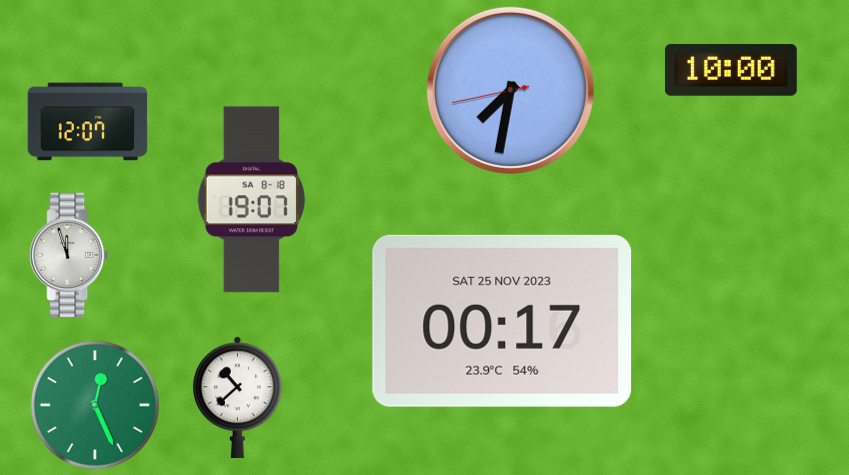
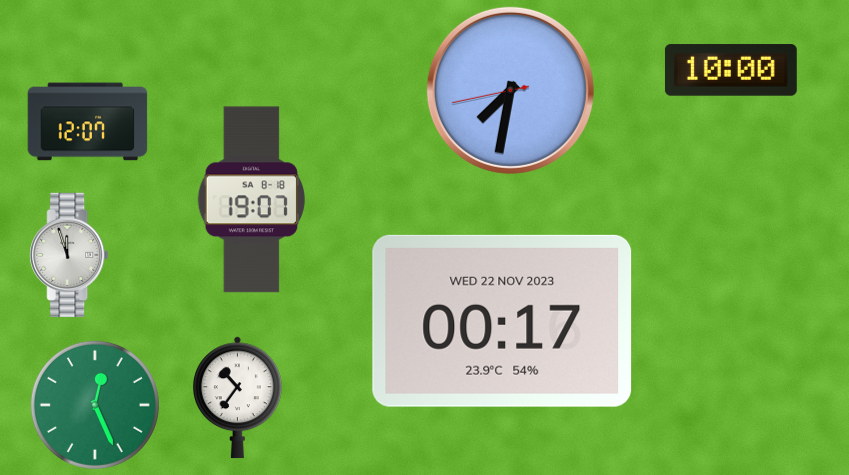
clock at (502, 321) date: SAT 25 NOV 2023 -> WED 22 NOV 2023
clock at (237, 398): 10:38 -> 10:36
